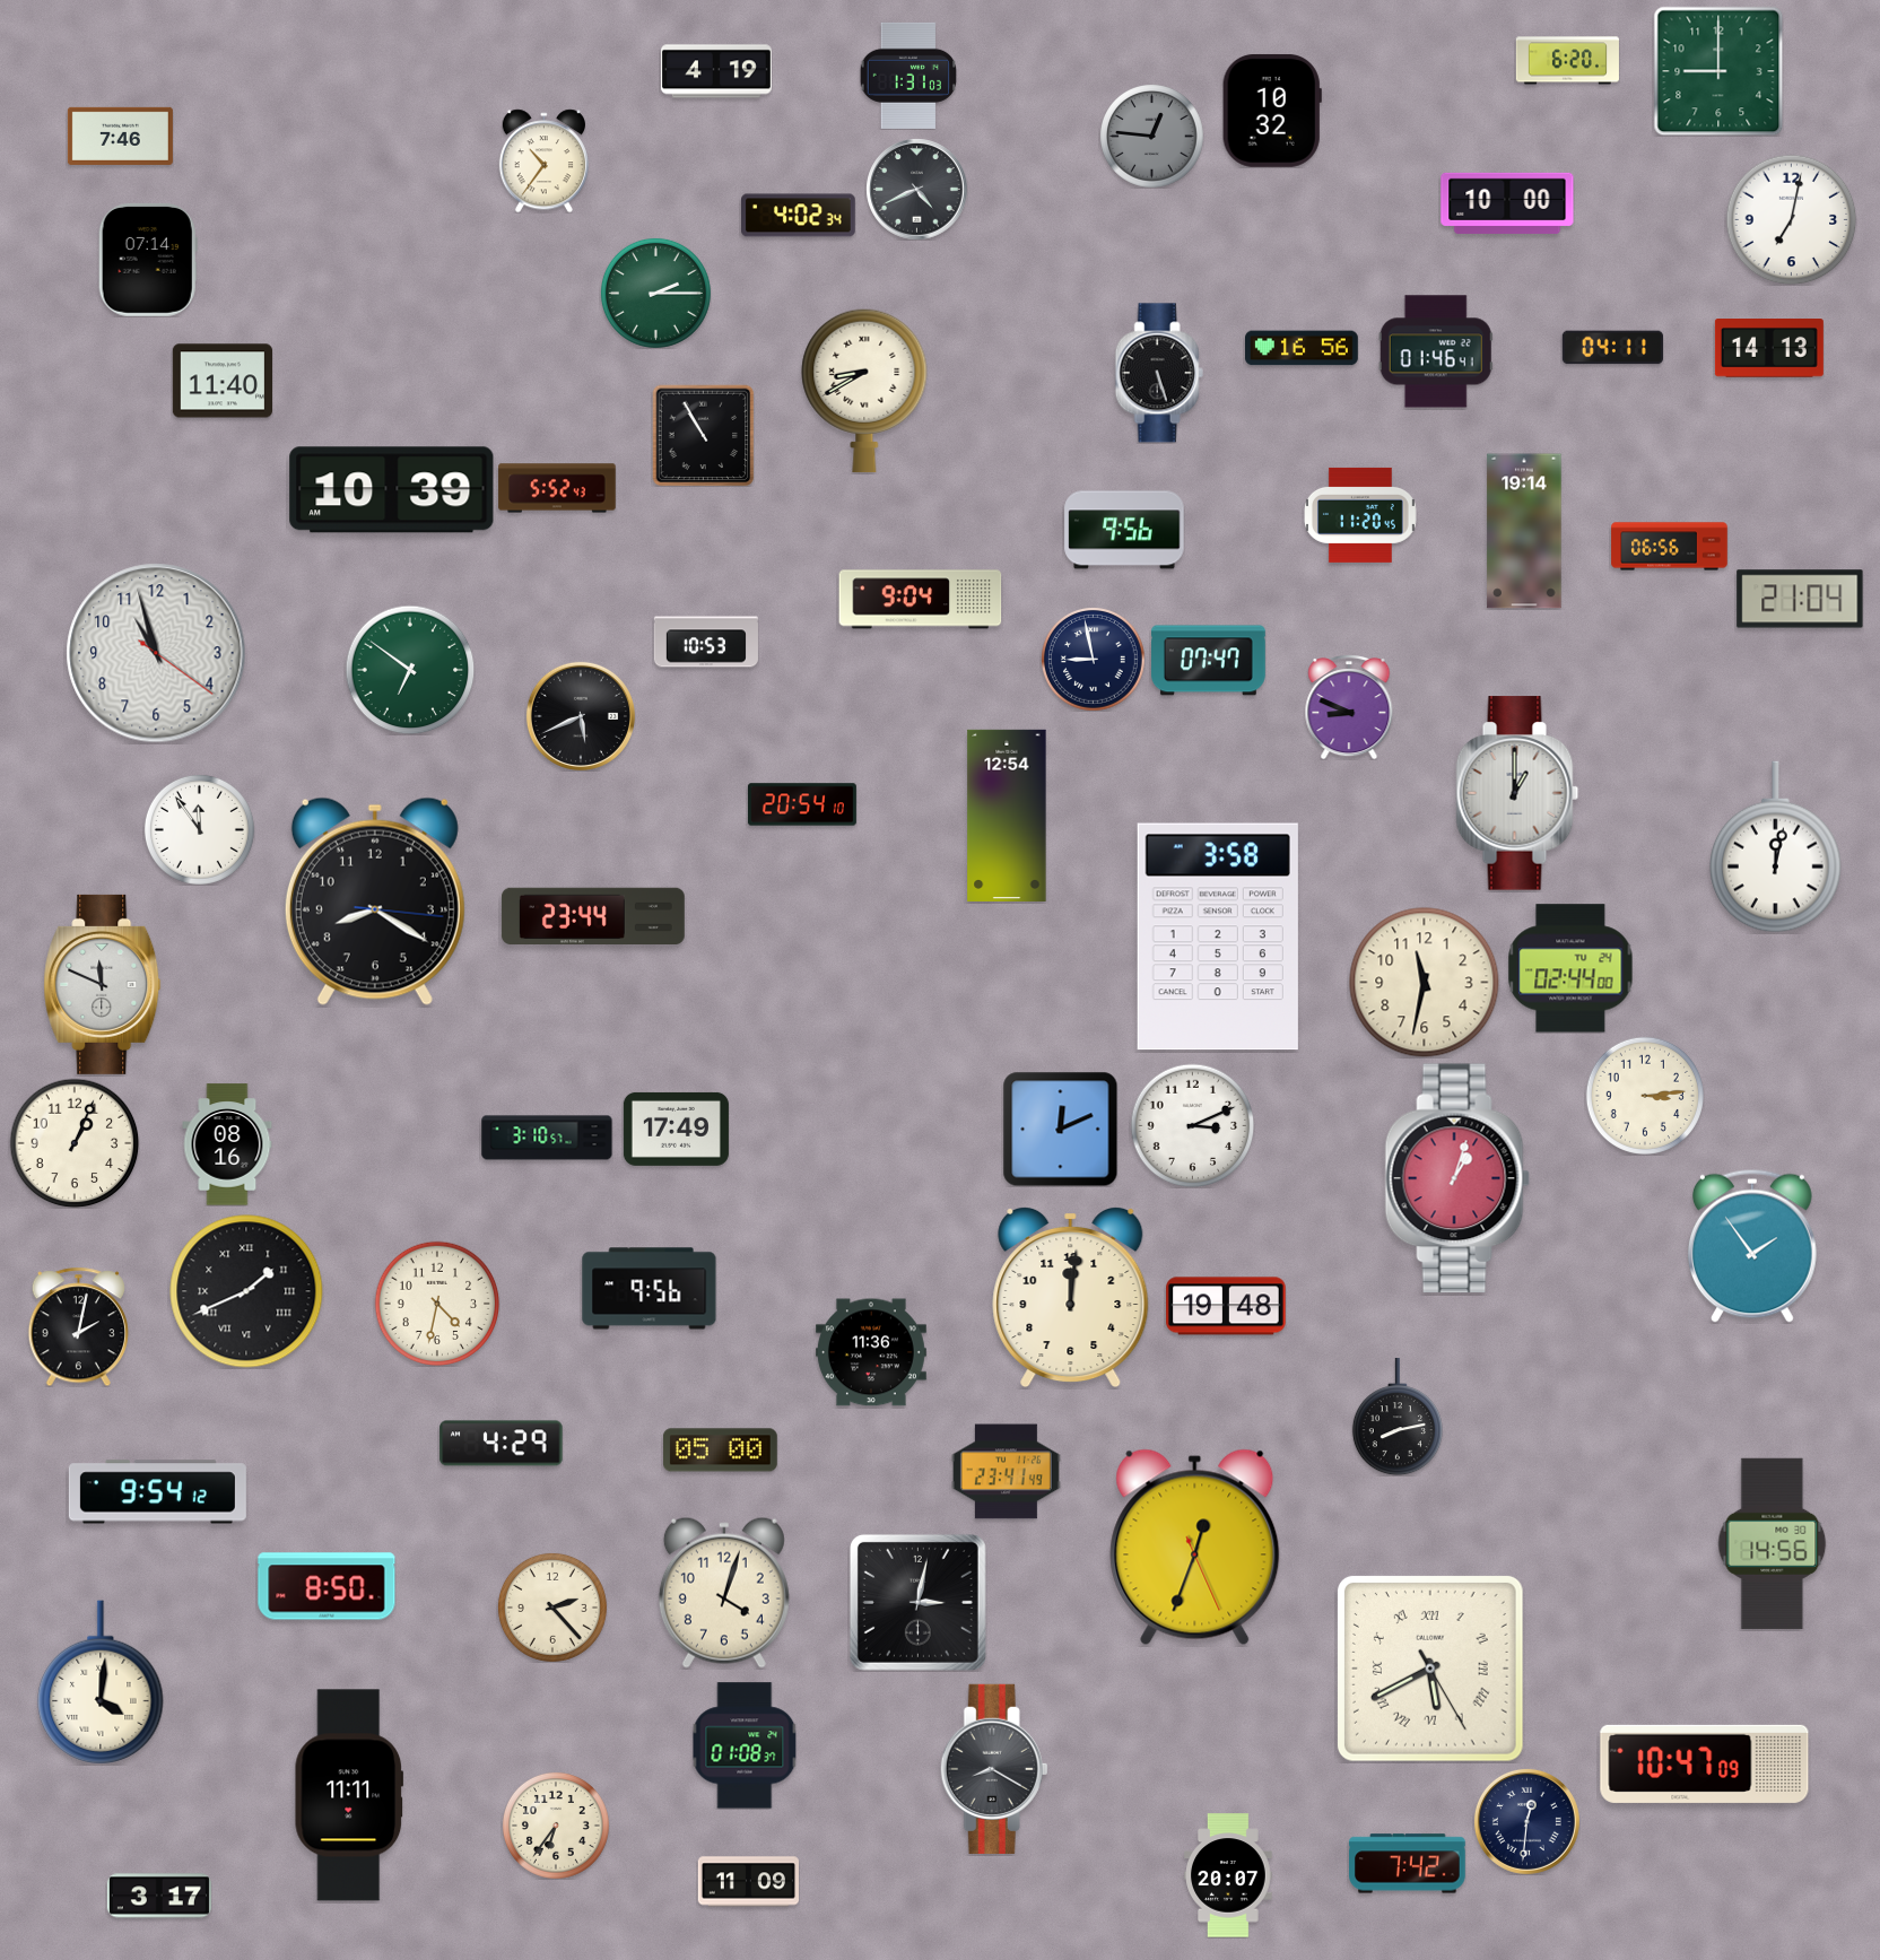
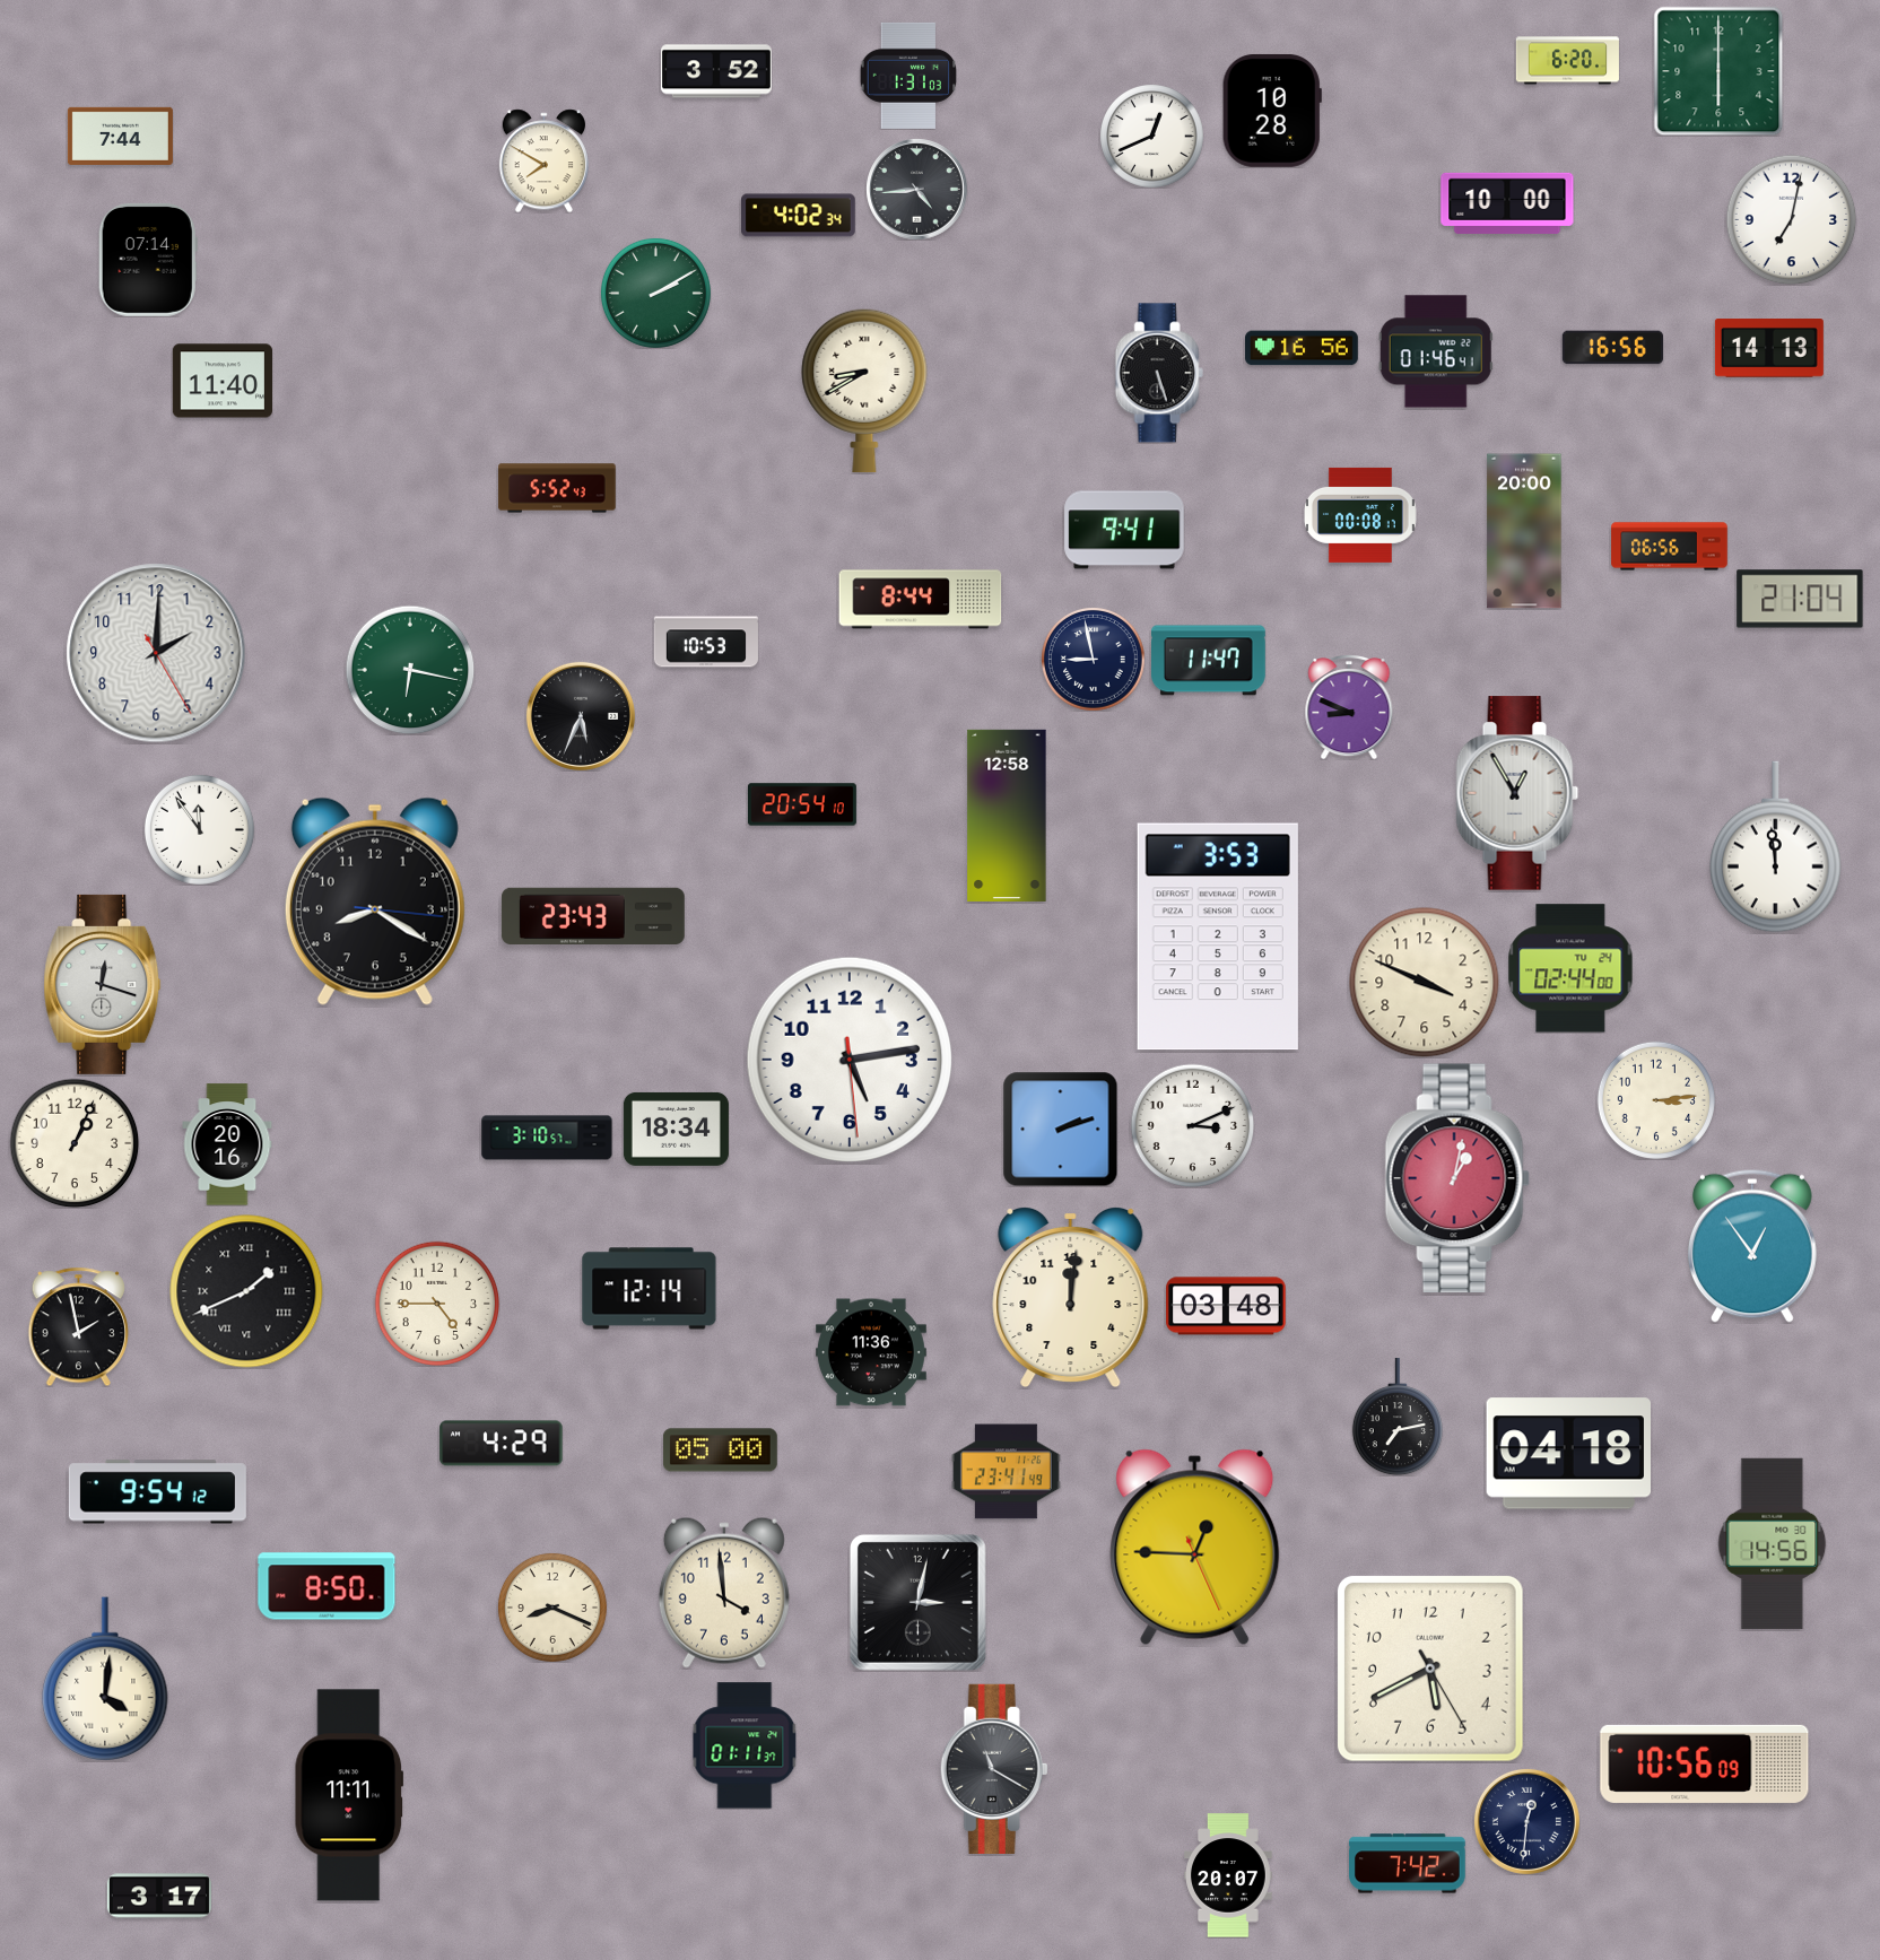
clock at (716, 71): 4:19 -> 3:52
clock at (1718, 71): 9:00 -> 6:00
clock at (1272, 111): 10:32 -> 10:28
clock at (120, 136): 7:46 -> 7:44
clock at (1151, 136): 12:46 -> 12:41
clock at (1151, 136) dial: grey -> white
clock at (543, 160): 10:36 -> 7:50
clock at (916, 189): 4:41 -> 4:44
clock at (655, 293): 2:15 -> 2:10
clock at (1612, 348): 04:11 -> 16:56
clock at (703, 435): 10:55 -> none
clock at (392, 490): 10:39 -> none
clock at (1360, 515): 11:20 -> 00:08
clock at (1124, 530): 9:56 -> 9:41
clock at (1524, 531): 19:14 -> 20:00
clock at (921, 600): 9:04 -> 8:44
clock at (156, 653): 10:57 -> 2:00
clock at (1209, 661): 07:47 -> 11:47
clock at (410, 670): 6:51 -> 6:17
clock at (581, 716): 5:41 -> 5:34
clock at (1517, 793): 1:00 -> 12:55
clock at (1007, 816): 12:54 -> 12:58
clock at (1776, 847): 12:02 -> 11:59
clock at (593, 915): 23:44 -> 23:43
clock at (1218, 937): 3:58 -> 3:53
clock at (1425, 983): 11:32 -> 3:49
clock at (103, 984): 11:49 -> 12:18
clock at (850, 1060): none -> 5:13
clock at (1645, 1096) position: (1645, 1096) -> (1656, 1100)
clock at (676, 1129): 17:49 -> 18:34
clock at (1060, 1129): 12:11 -> 2:12
clock at (227, 1144): 08:16 -> 20:16
clock at (1457, 1178): 1:03 -> 1:02
clock at (1752, 1246): 1:54 -> 12:54
clock at (650, 1289): 9:56 -> 12:14
clock at (437, 1304): 4:32 -> 4:45
clock at (1226, 1306): 19:48 -> 03:48
clock at (78, 1326): 2:02 -> 1:58
clock at (1398, 1417): 8:13 -> 7:13
clock at (1568, 1454): none -> 04:18
clock at (1195, 1548): 12:33 -> 12:45
clock at (724, 1593): 4:03 -> 3:59
clock at (552, 1608): 2:23 -> 8:19
clock at (1430, 1669) numerals: Roman -> Arabic
clock at (101, 1682) position: (101, 1682) -> (105, 1679)
clock at (745, 1745): 01:08 -> 01:11
clock at (1705, 1763): 10:47 -> 10:56
clock at (994, 1769): 8:20 -> 11:20
clock at (556, 1826): 6:36 -> none
clock at (748, 1882): 11:09 -> none
